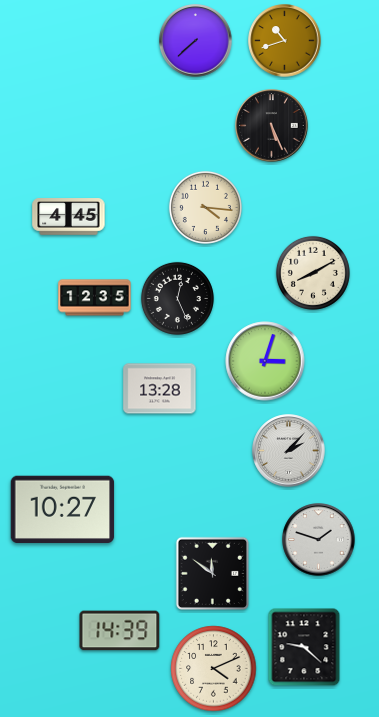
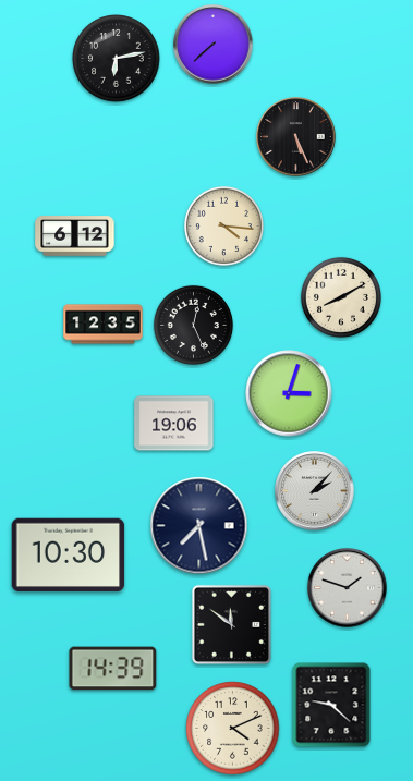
clock at (285, 41): 10:42 -> none
clock at (117, 59): none -> 6:13
clock at (69, 217): 4:45 -> 6:12
clock at (160, 389): 13:28 -> 19:06
clock at (199, 526): none -> 7:28
clock at (63, 510): 10:27 -> 10:30
clock at (120, 631) position: (120, 631) -> (113, 669)
